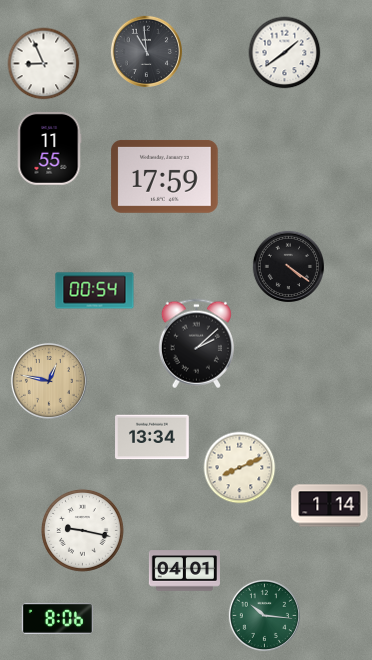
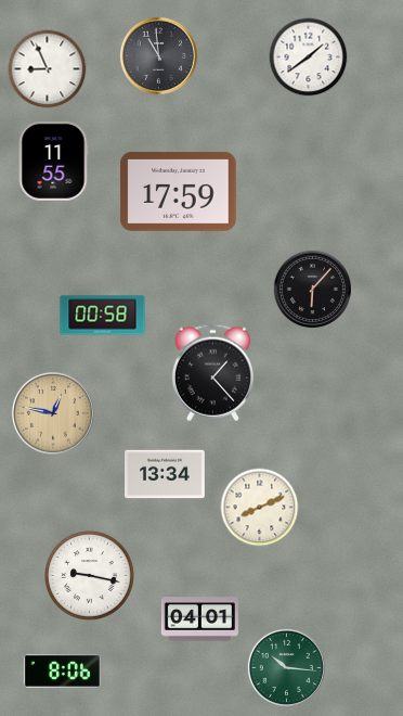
clock at (288, 266): 4:21 -> 6:07
clock at (95, 291): 00:54 -> 00:58
clock at (196, 344): 2:08 -> 1:23
clock at (330, 506): 1:14 -> none
